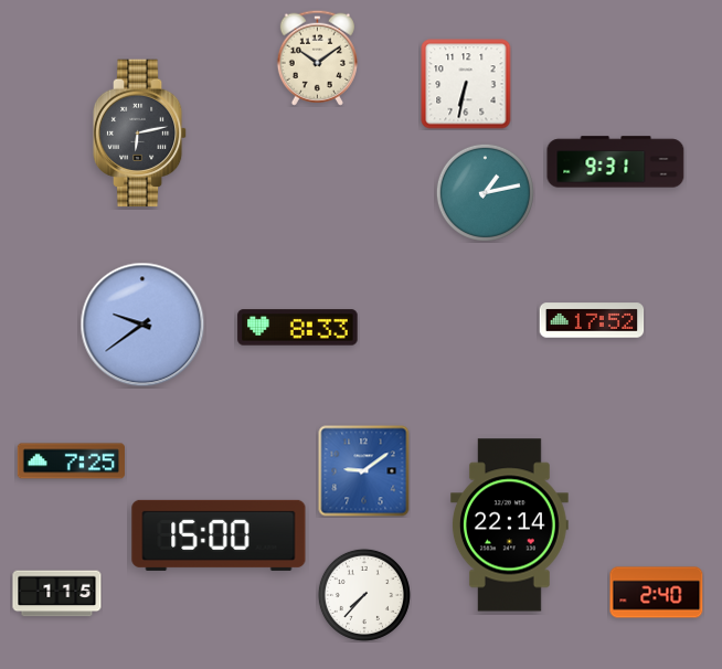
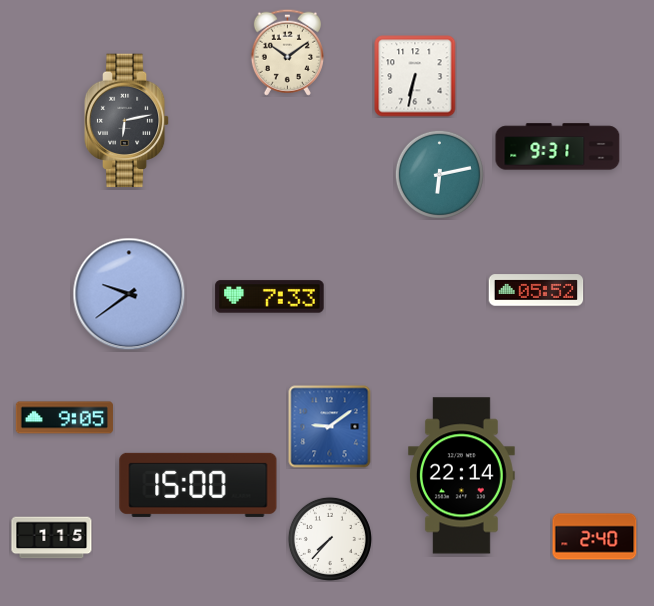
clock at (466, 84) position: (466, 84) -> (415, 76)
clock at (485, 192): 1:13 -> 6:13
clock at (592, 320): 17:52 -> 05:52
clock at (298, 328): 8:33 -> 7:33
clock at (71, 461): 7:25 -> 9:05
